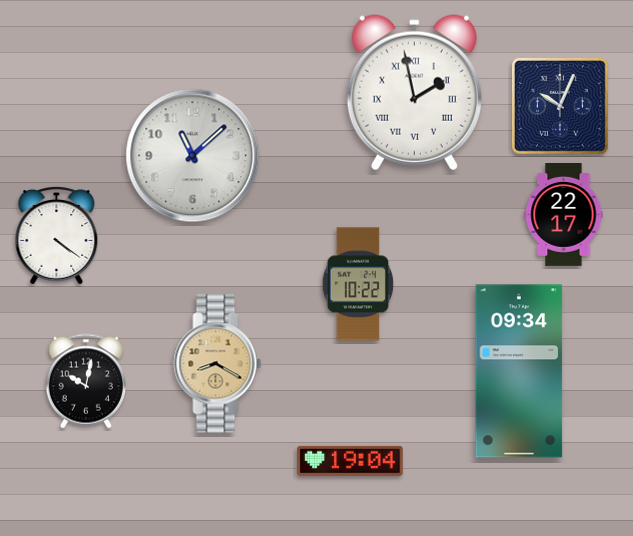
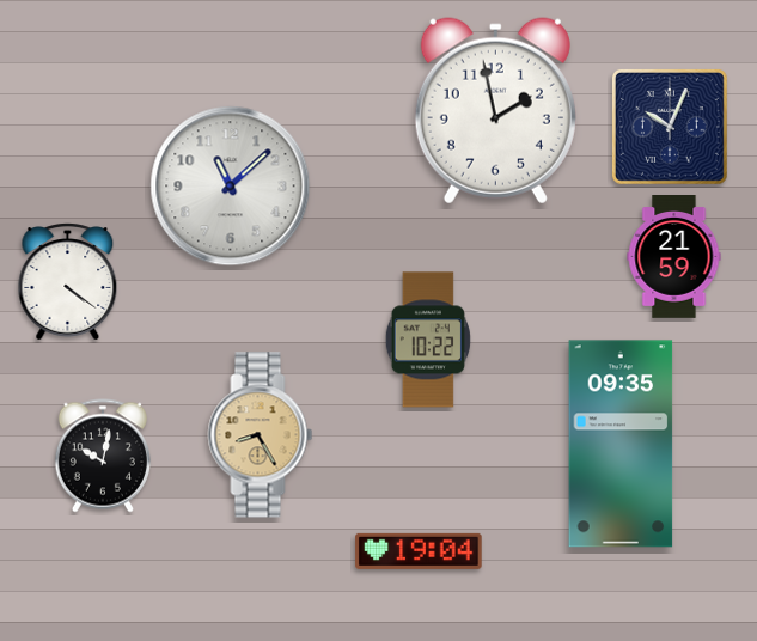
clock at (414, 93) numerals: Roman -> Arabic
clock at (564, 215): 22:17 -> 21:59
clock at (218, 364): 8:20 -> 8:25
clock at (519, 371): 09:34 -> 09:35
